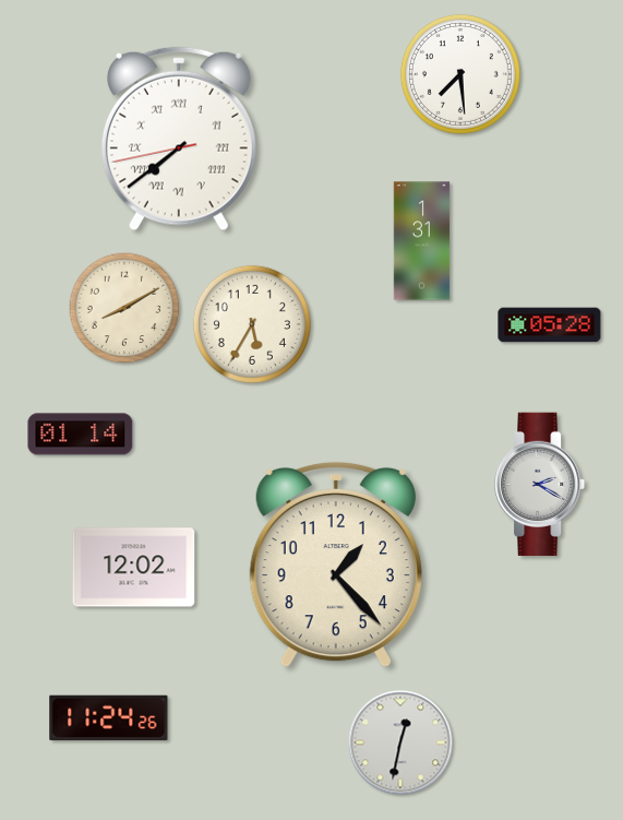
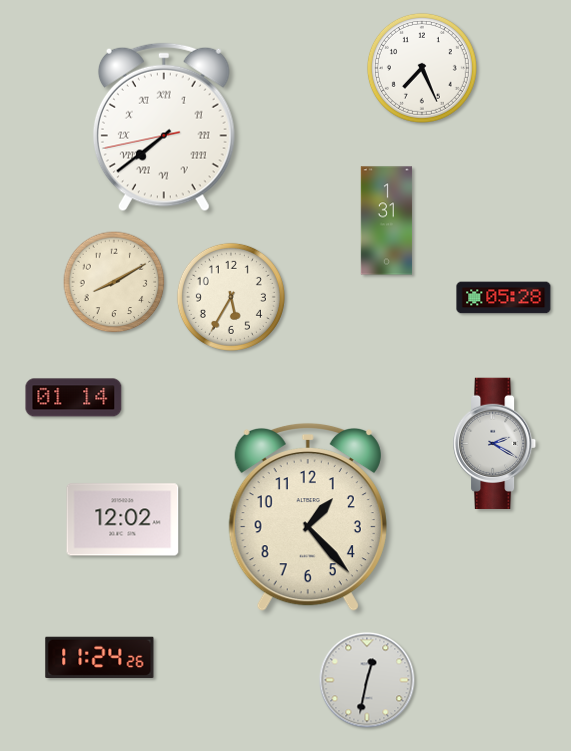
clock at (460, 74): 7:29 -> 7:26
